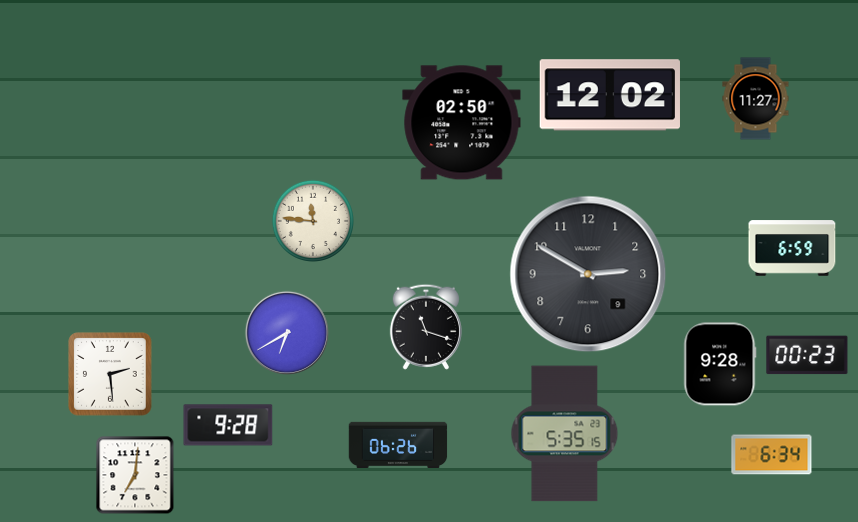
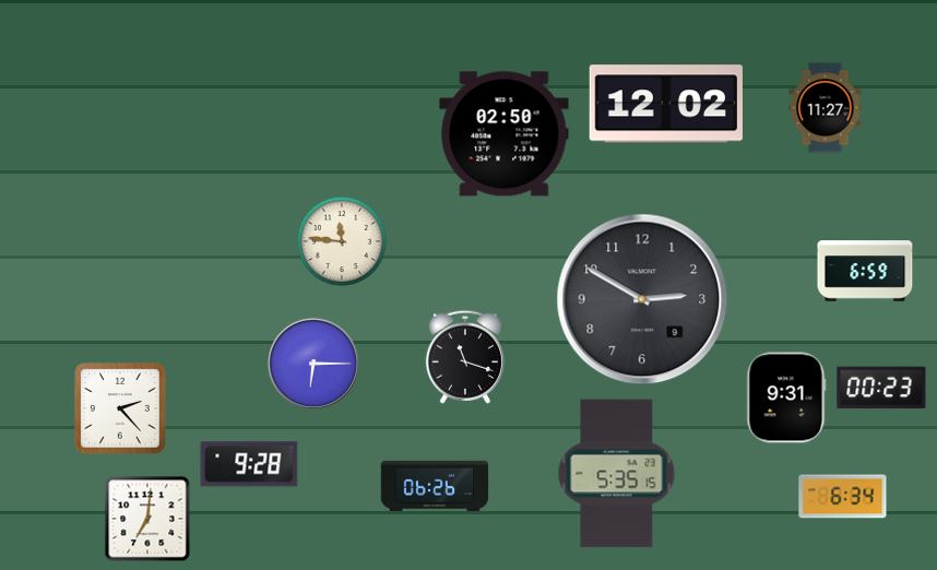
clock at (287, 333): 6:40 -> 6:15
clock at (720, 364): 9:28 -> 9:31
clock at (110, 374): 2:29 -> 2:23
